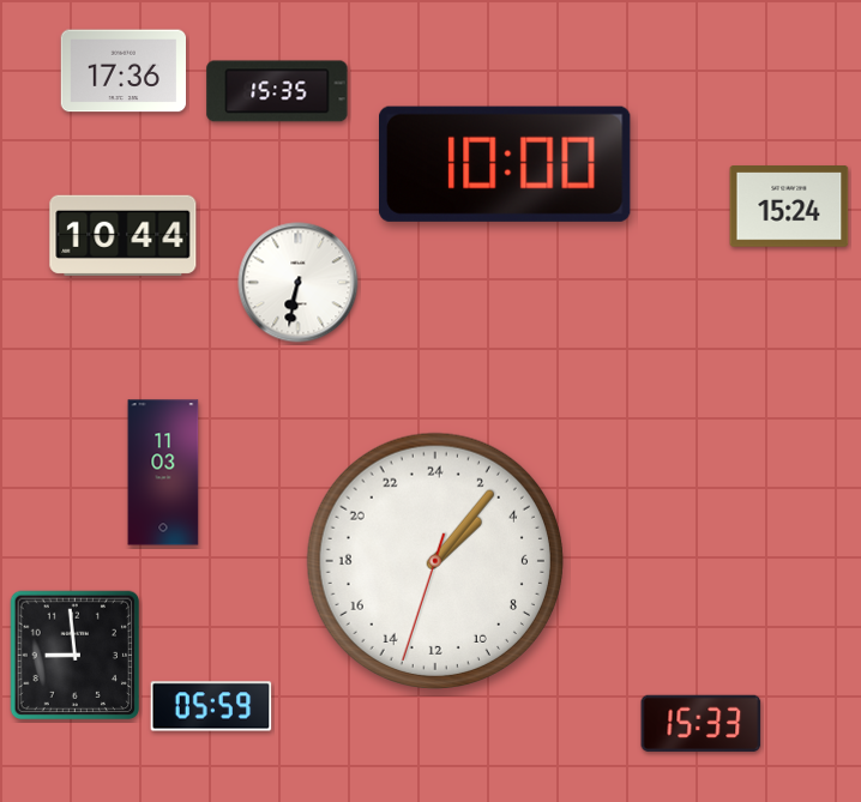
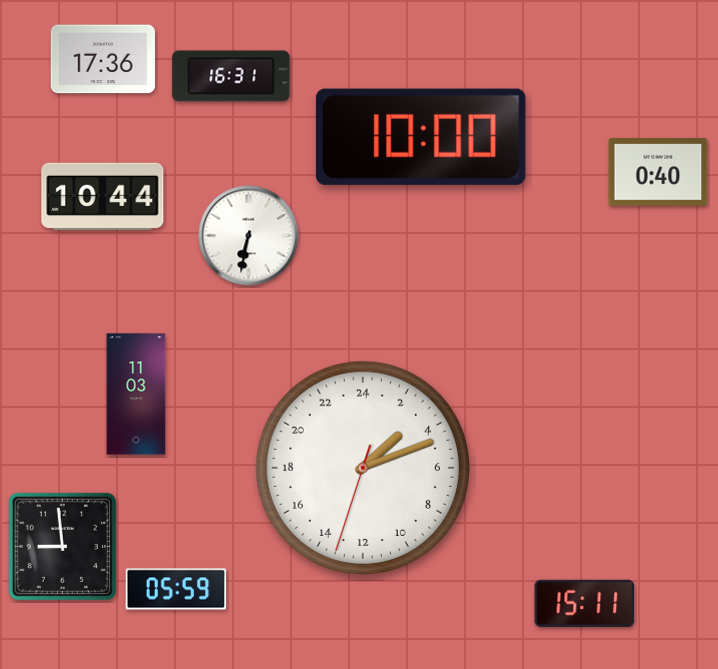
clock at (277, 91): 15:35 -> 16:31
clock at (789, 207): 15:24 -> 0:40
clock at (435, 561): 3:06 -> 3:11
clock at (702, 723): 15:33 -> 15:11
